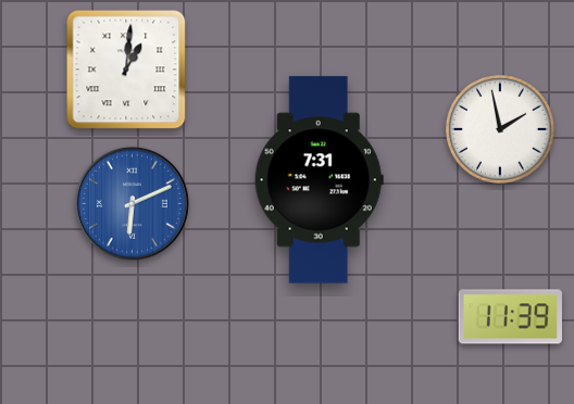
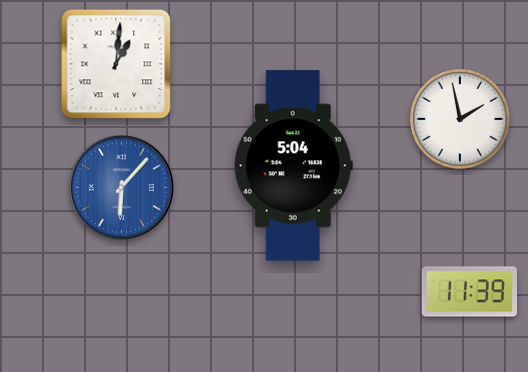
clock at (319, 180): 7:31 -> 5:04
clock at (132, 203): 6:11 -> 6:07
